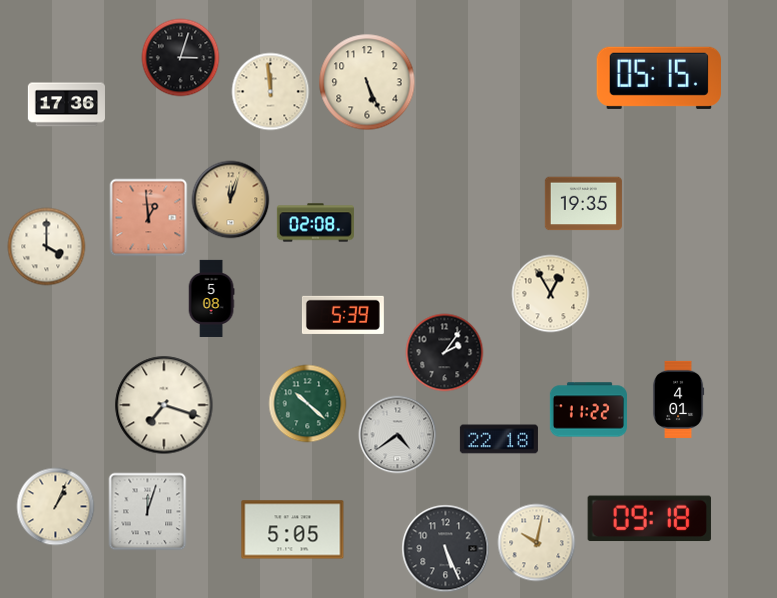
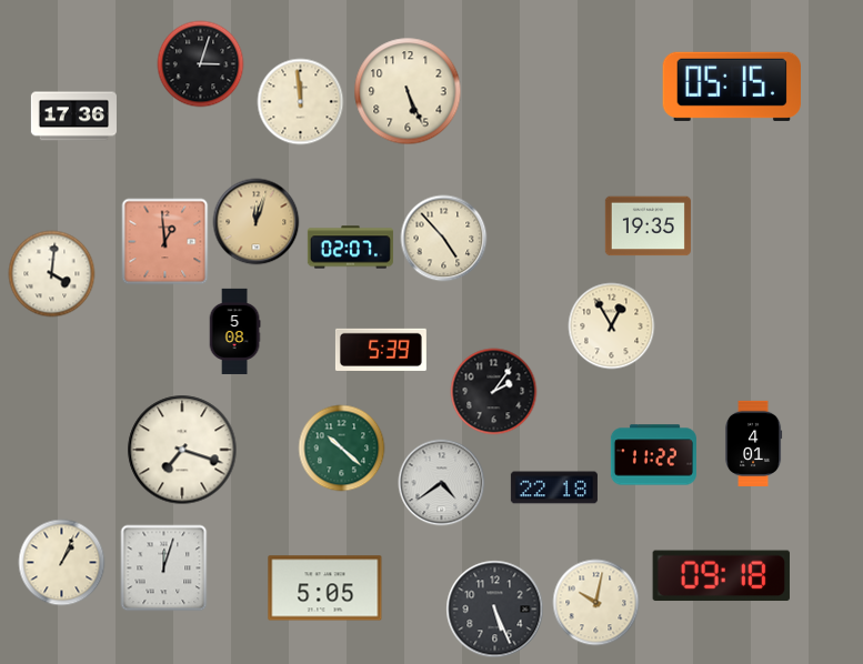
clock at (443, 238): none -> 4:53
clock at (315, 223): 02:08 -> 02:07
clock at (46, 246): 4:00 -> 4:01
